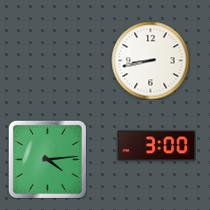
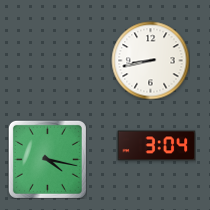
clock at (156, 146): 3:00 -> 3:04
clock at (47, 159): 4:14 -> 4:17
